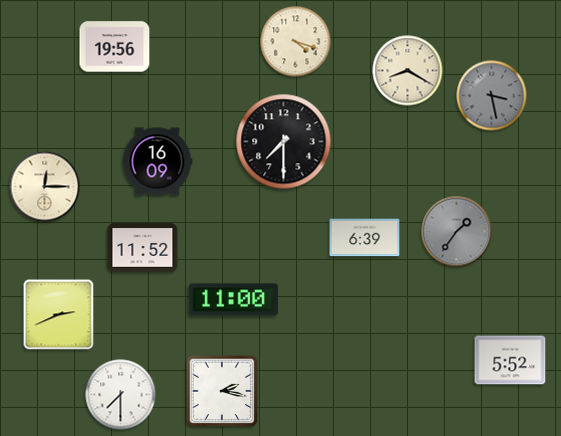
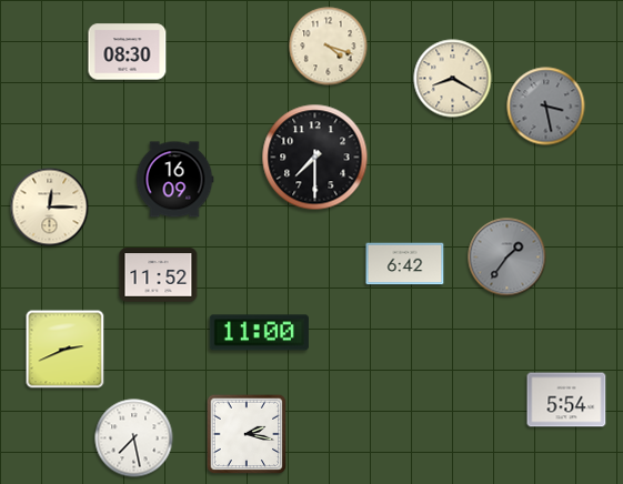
clock at (115, 47): 19:56 -> 08:30
clock at (365, 238): 6:39 -> 6:42
clock at (510, 360): 5:52 -> 5:54
clock at (121, 395): 7:30 -> 7:28
